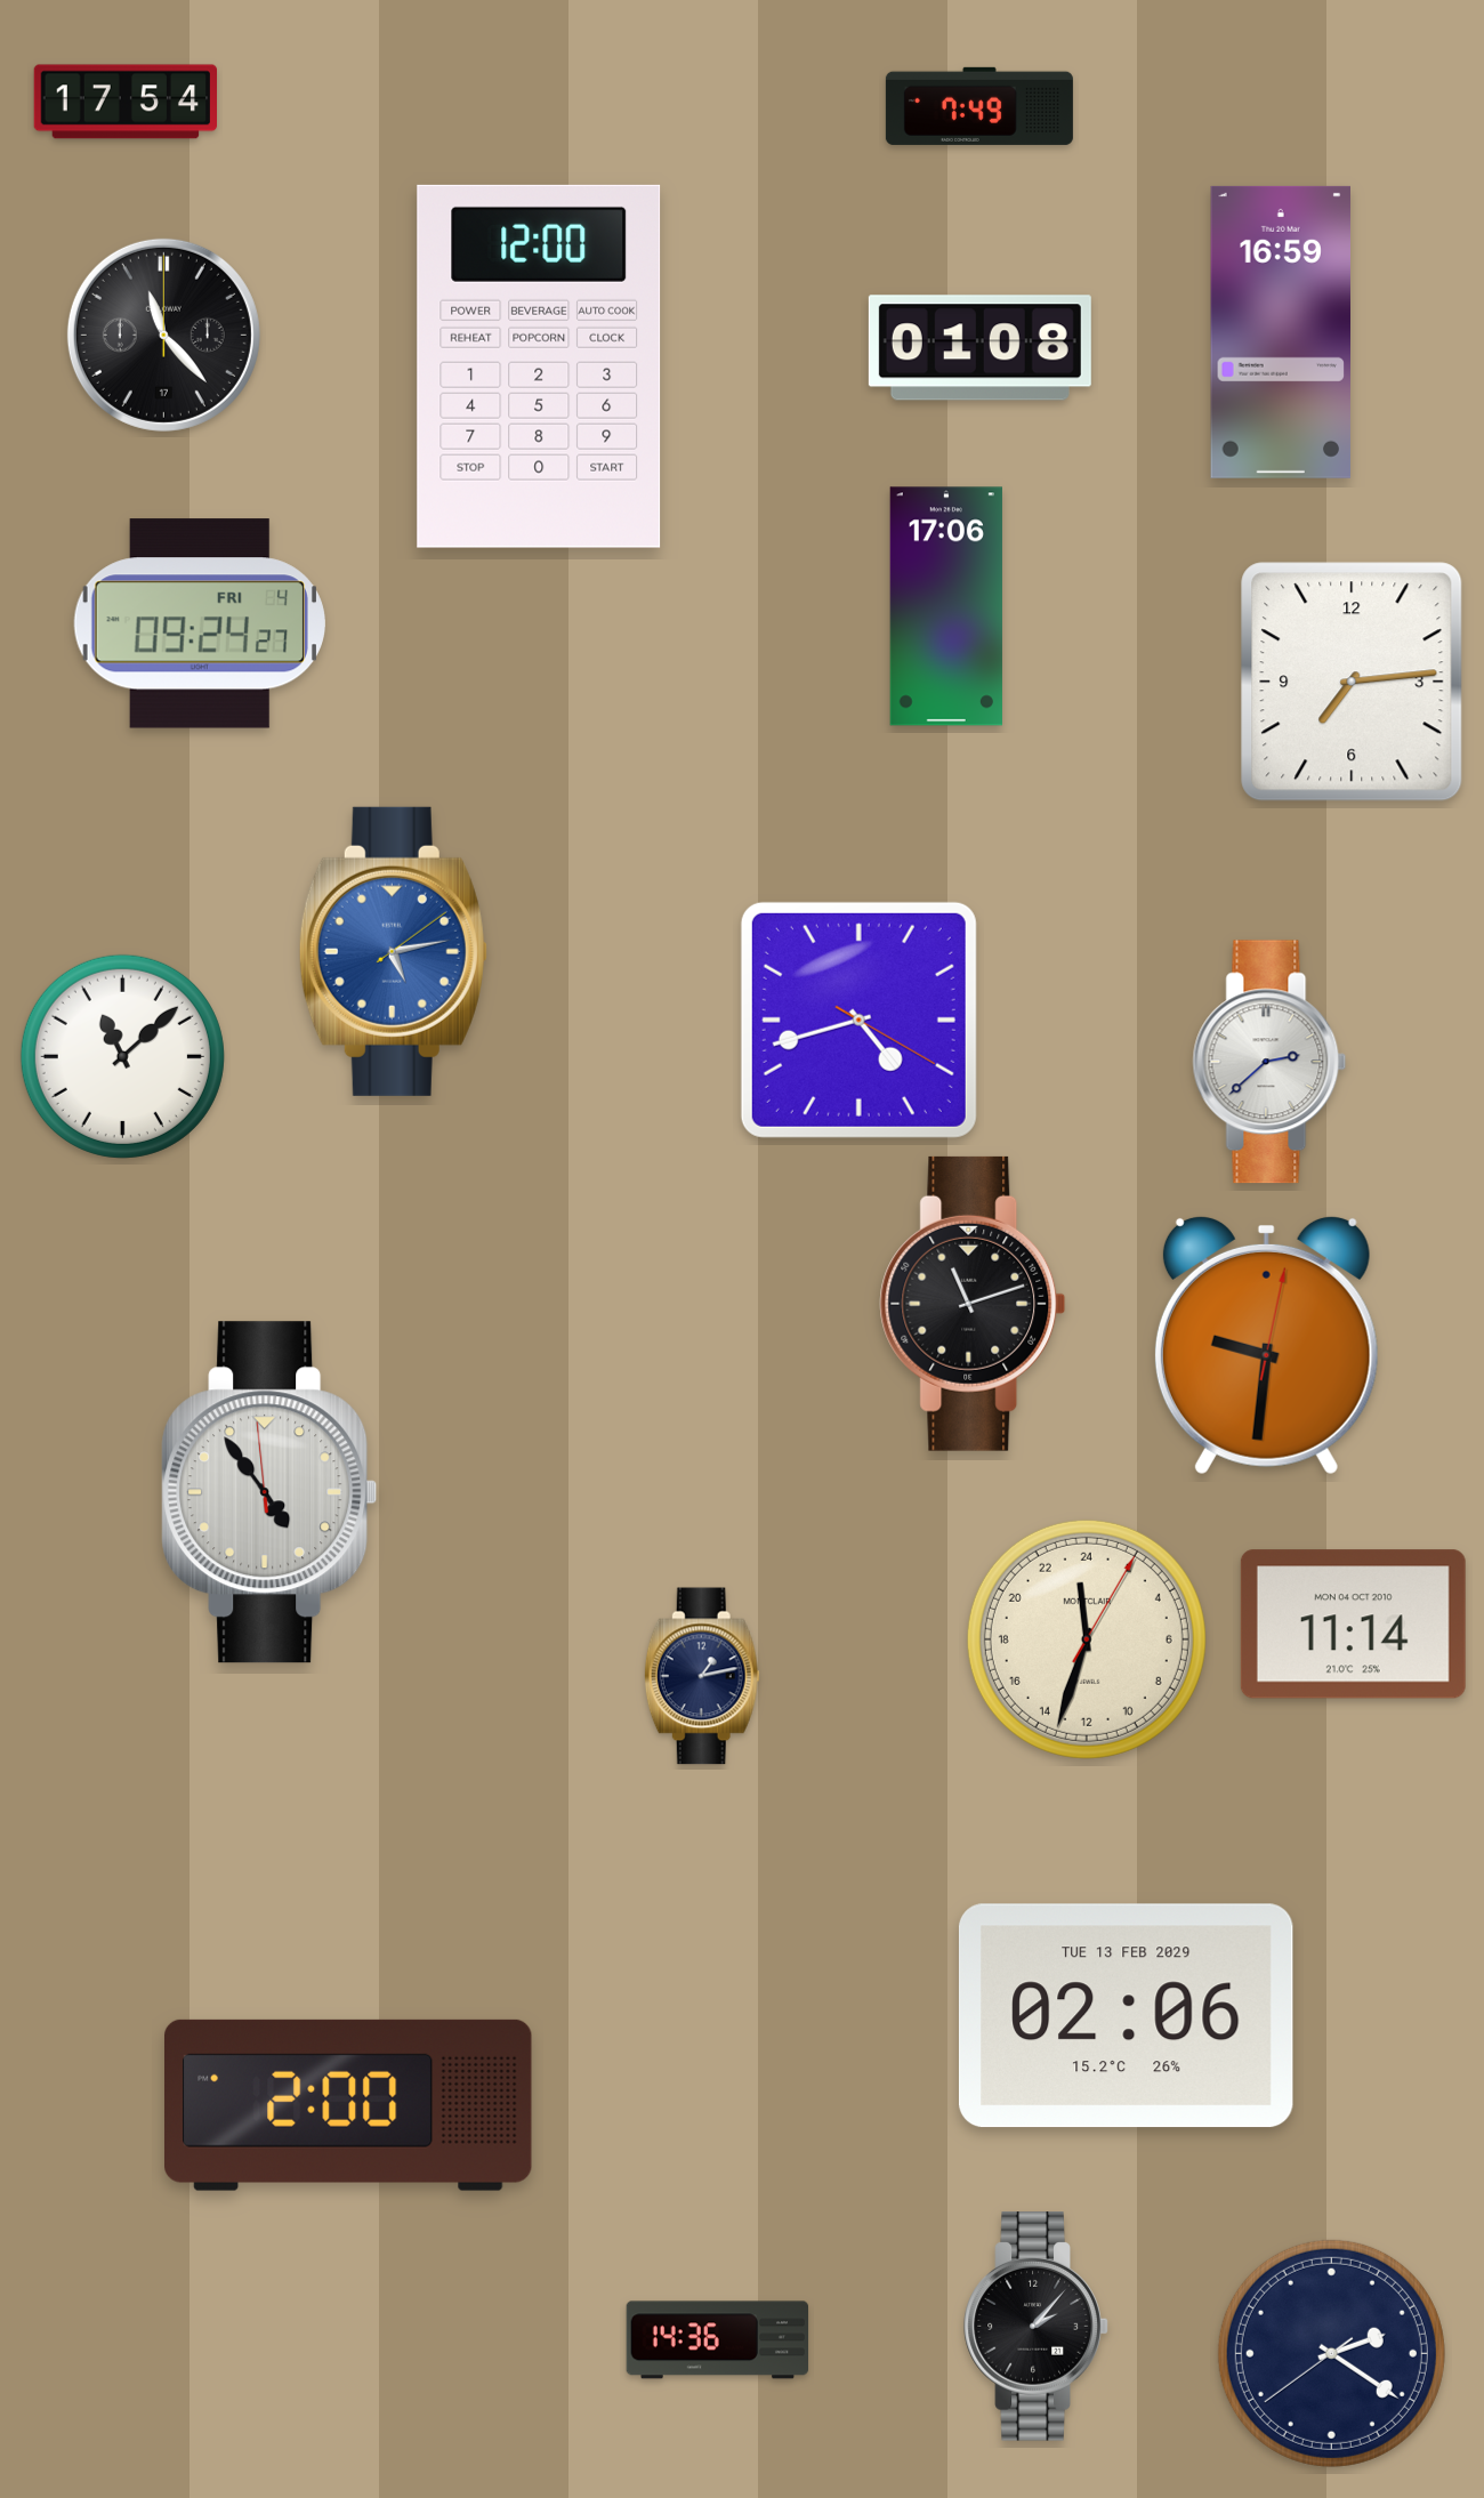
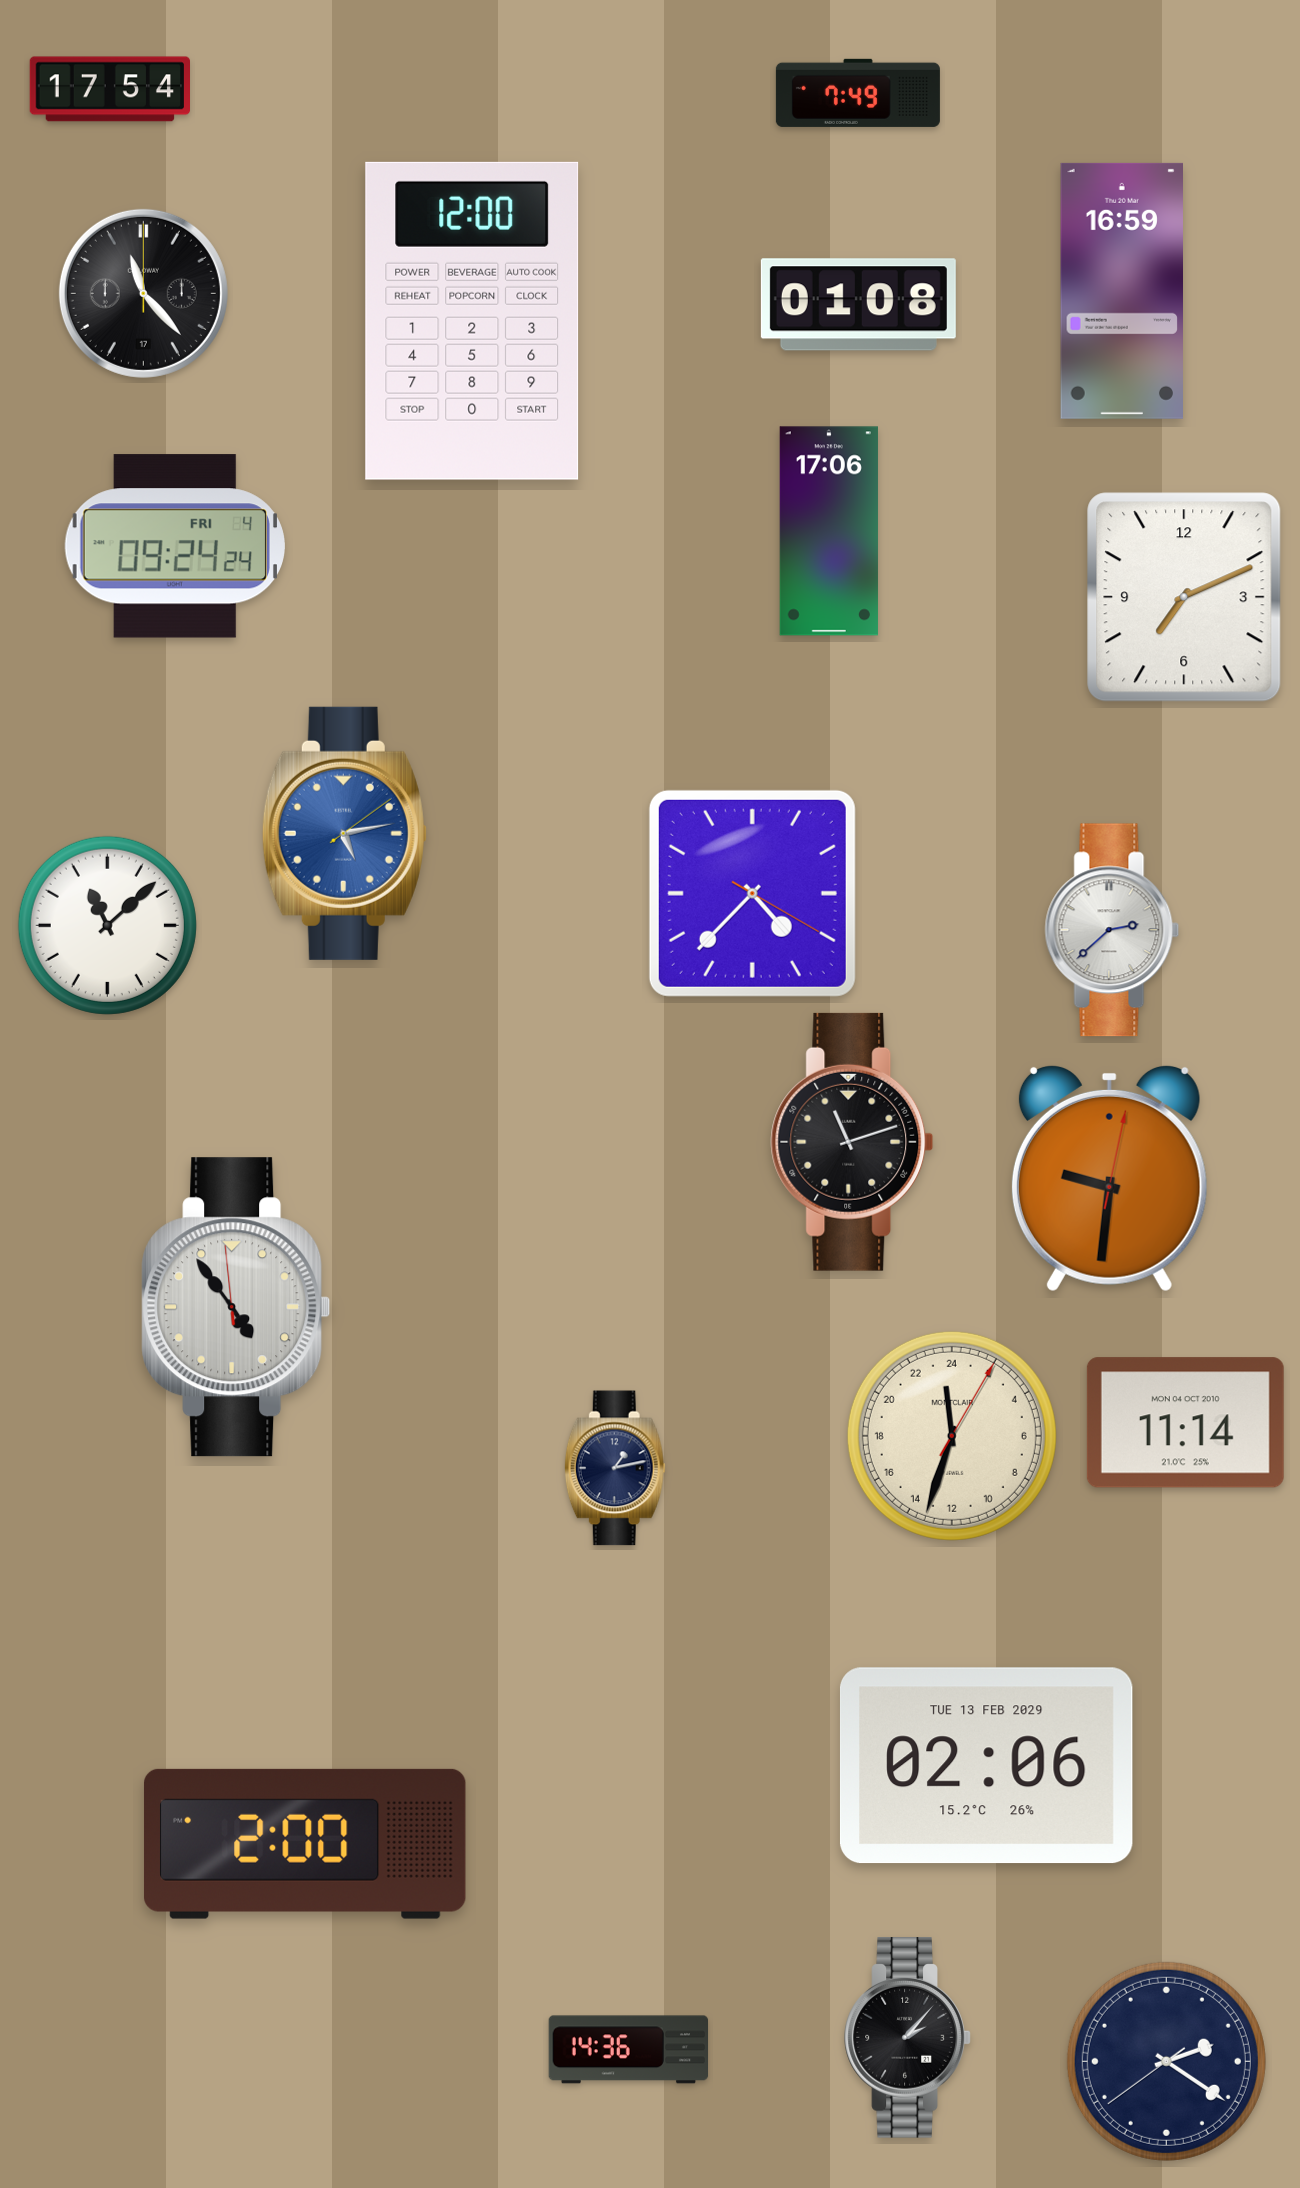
clock at (200, 623): 09:24:27 -> 09:24:24
clock at (1352, 682): 7:14 -> 7:11
clock at (858, 1020): 4:42 -> 4:37
